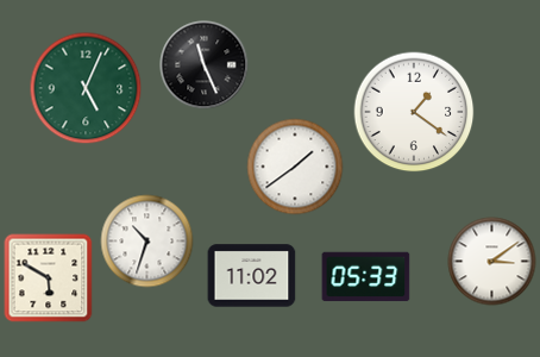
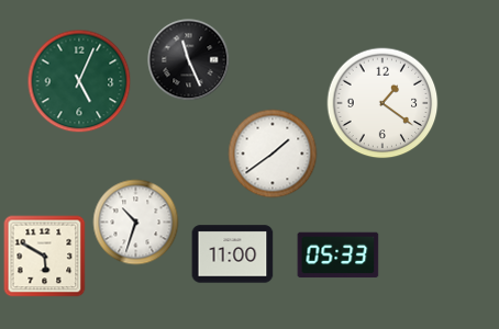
clock at (492, 262): 3:09 -> none
clock at (252, 276): 11:02 -> 11:00
